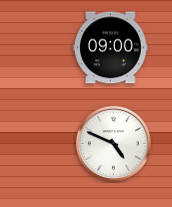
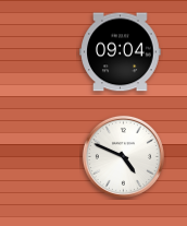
clock at (111, 48): 09:00 -> 09:04
